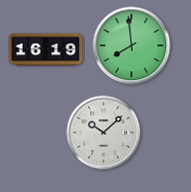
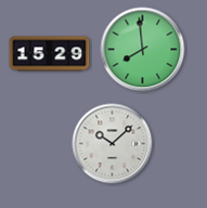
clock at (46, 50): 16:19 -> 15:29
